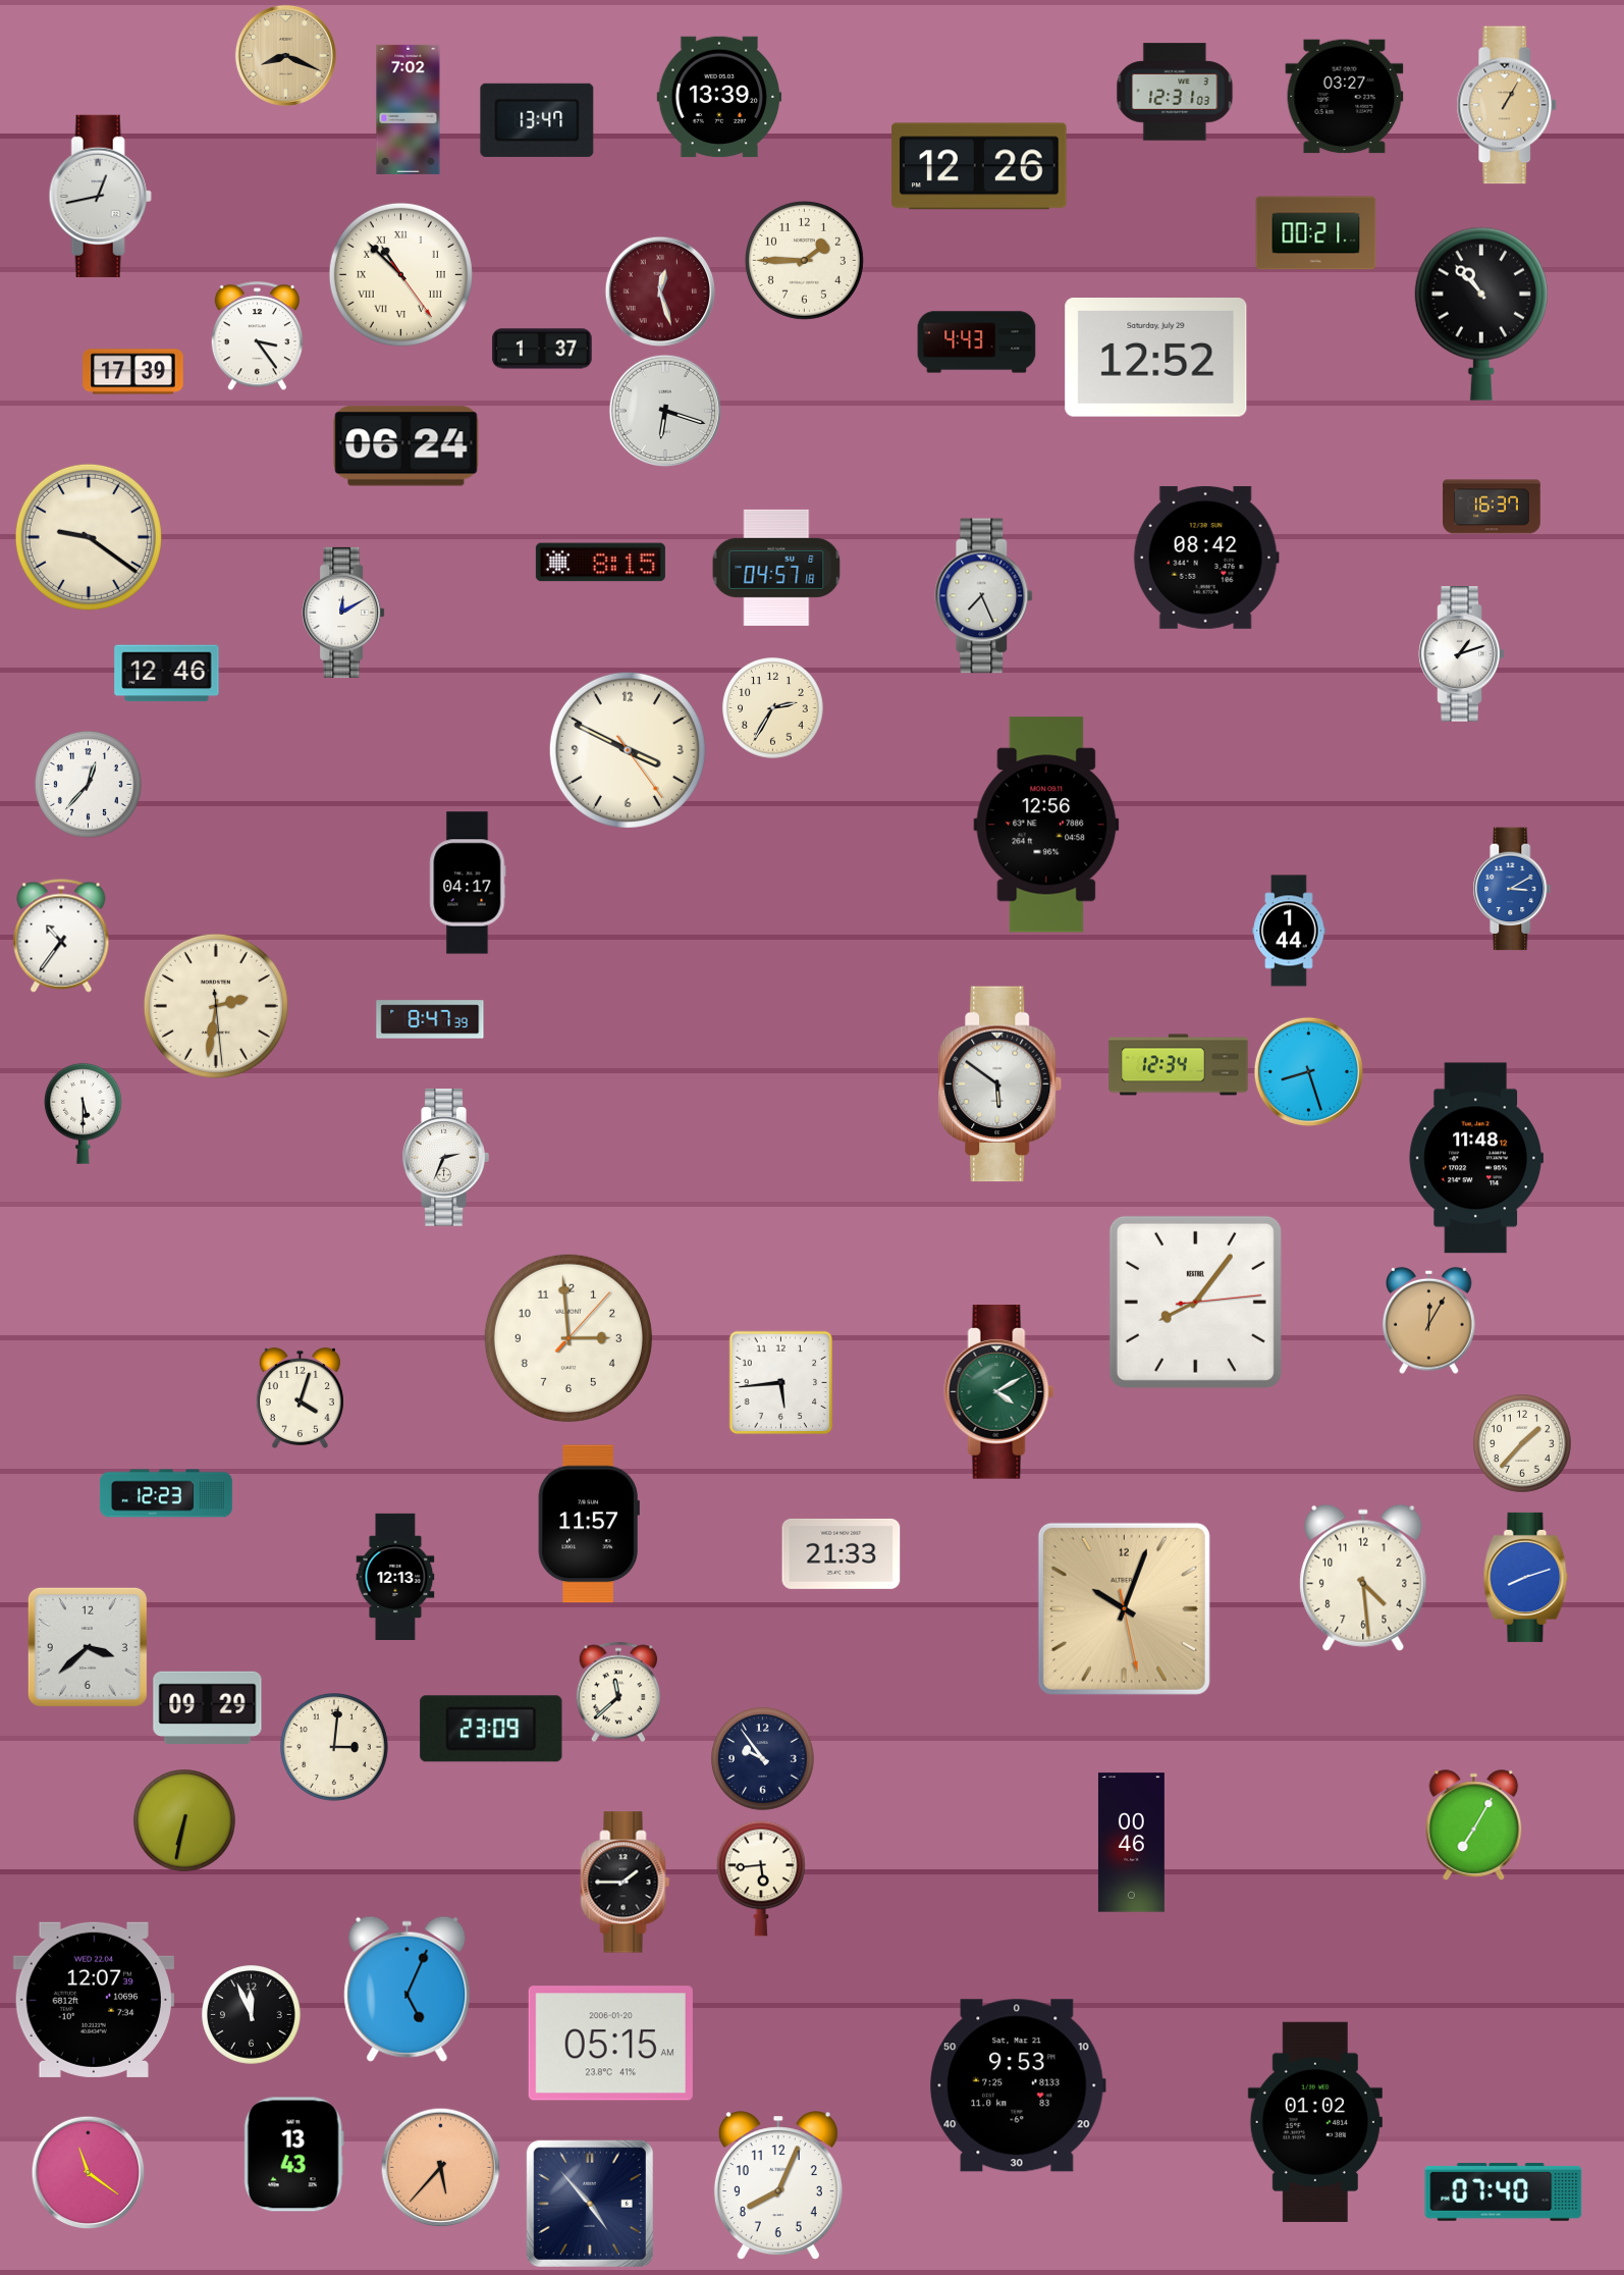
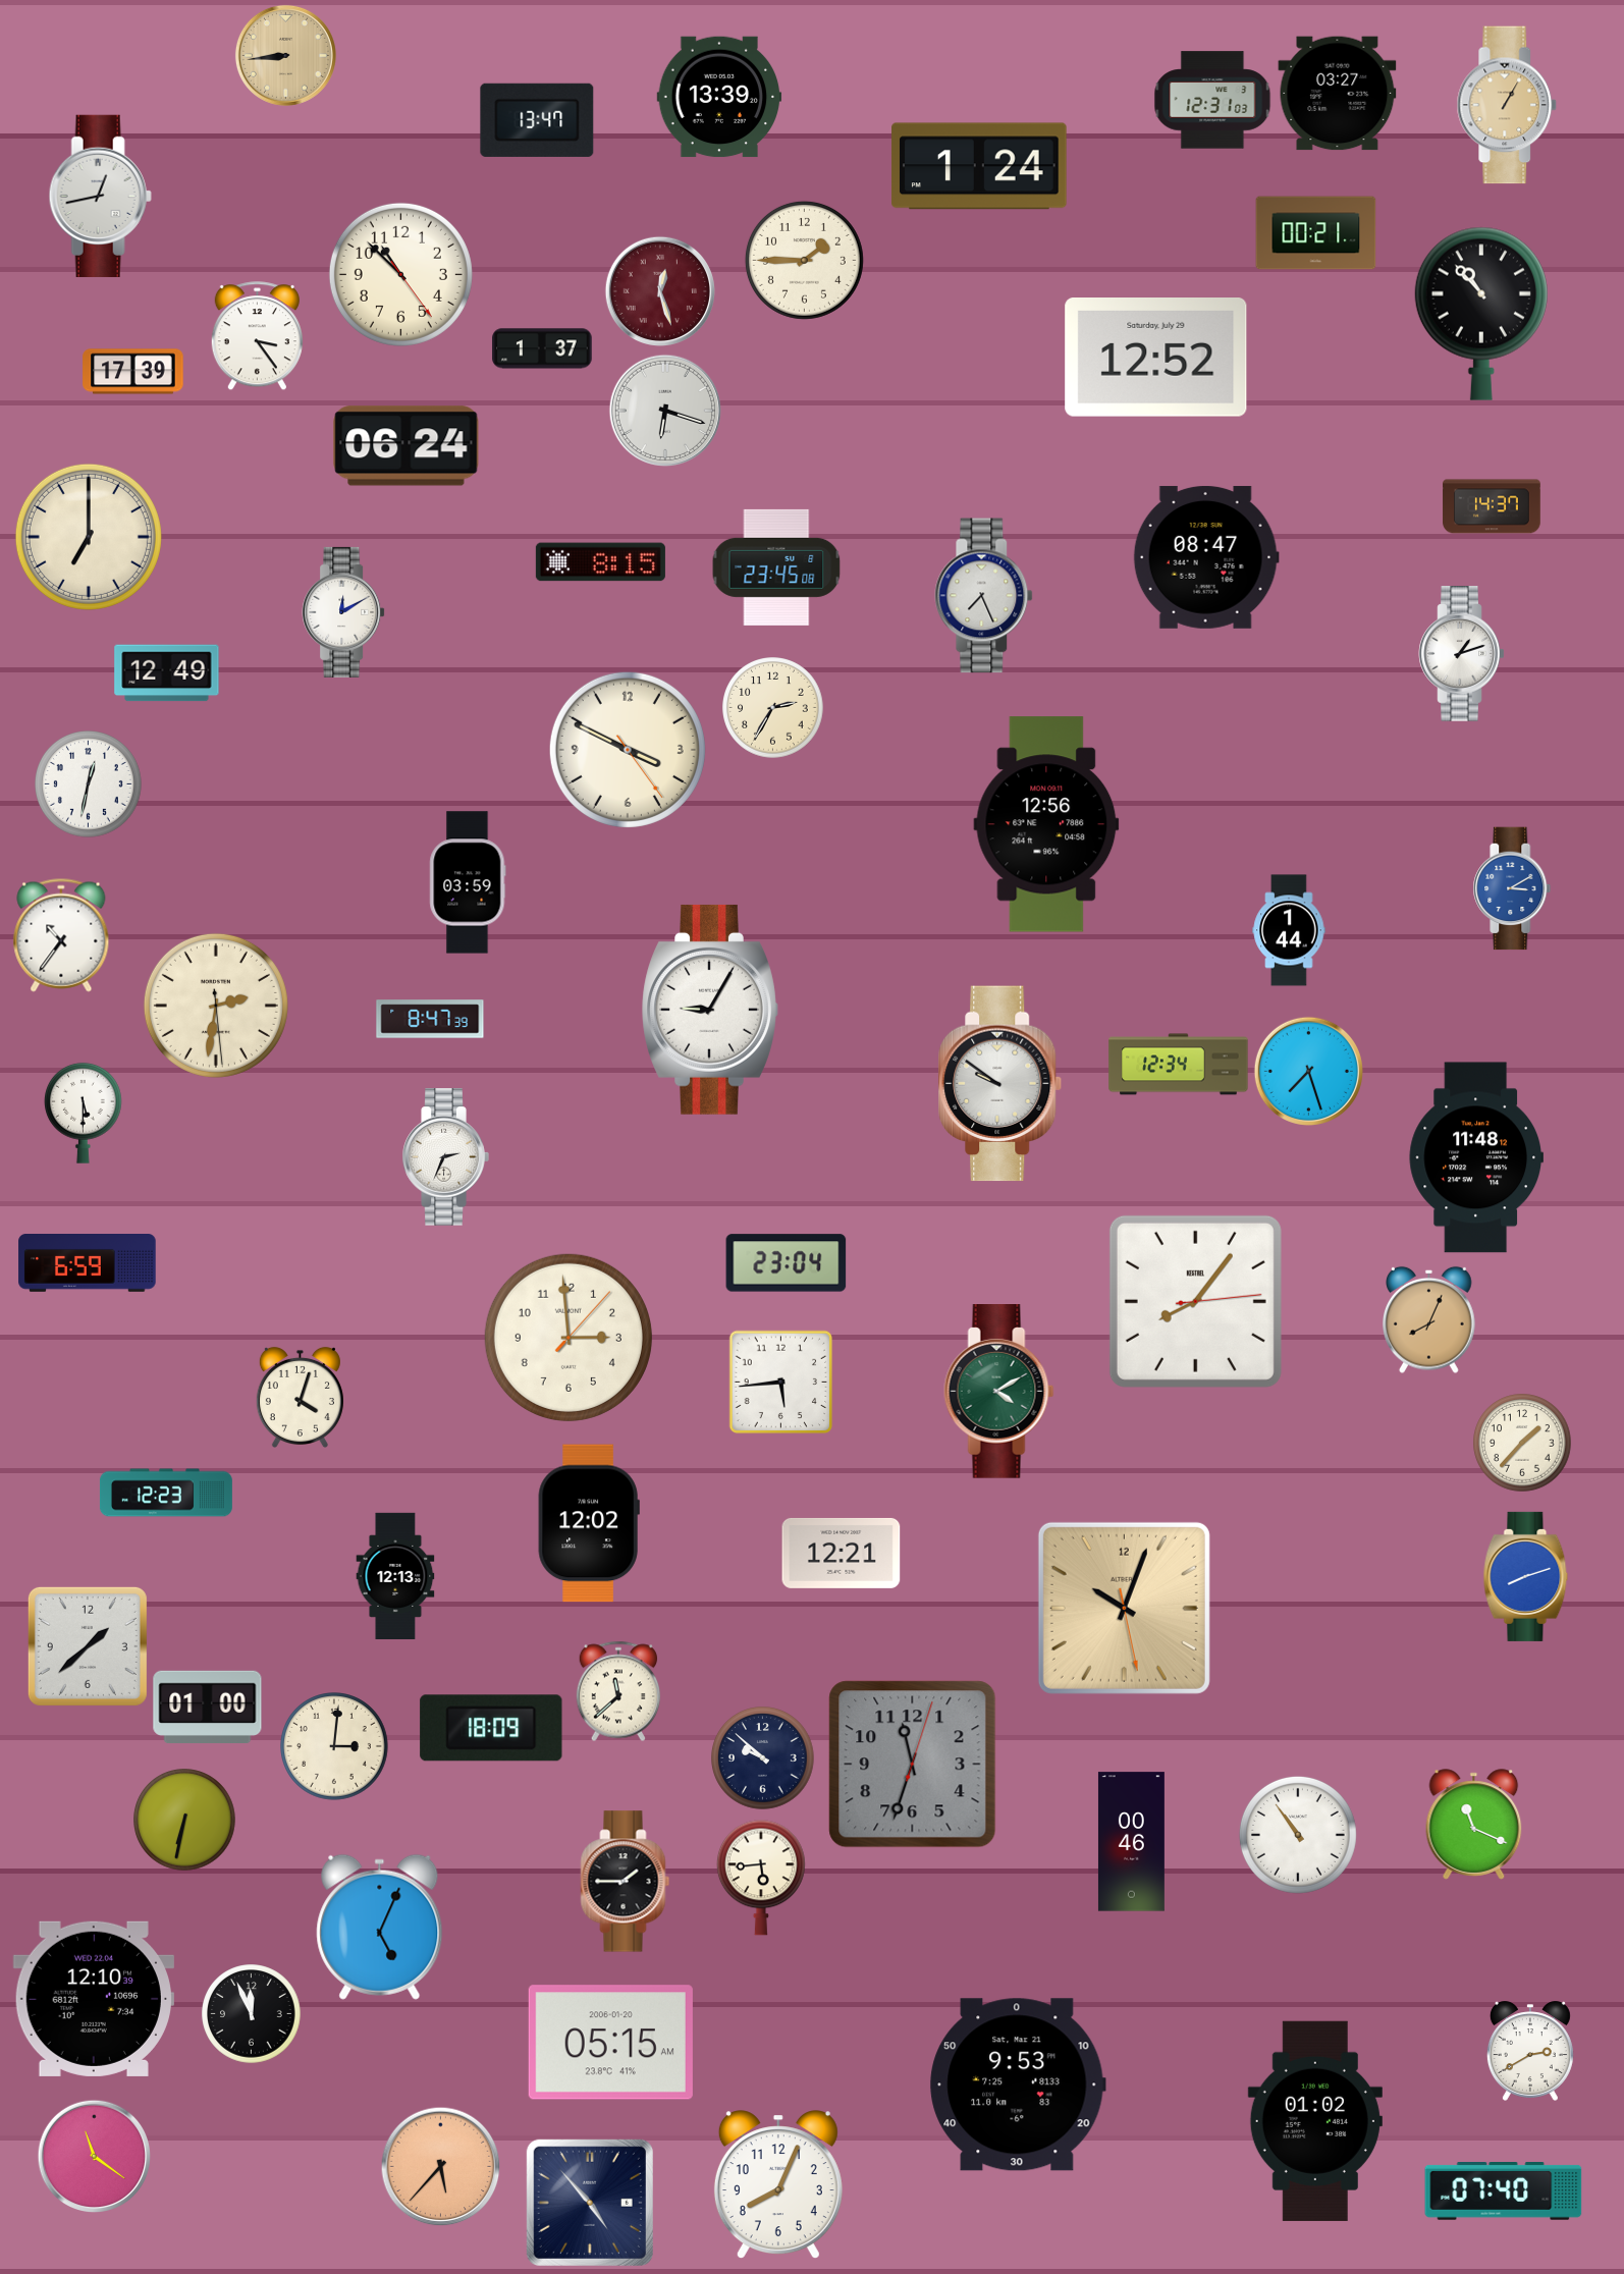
clock at (285, 55): 8:19 -> 8:44
clock at (1175, 92) position: (1175, 92) -> (1212, 100)
clock at (1345, 97) position: (1345, 97) -> (1338, 94)
clock at (409, 109): 7:02 -> none
clock at (979, 166): 12:26 -> 1:24
clock at (400, 274) numerals: Roman -> Arabic
clock at (977, 342): 4:43 -> none
clock at (1492, 507): 16:37 -> 14:37
clock at (89, 537): 9:21 -> 7:00
clock at (1206, 558): 08:42 -> 08:47
clock at (776, 568): 04:57 -> 23:45
clock at (167, 674): 12:46 -> 12:49
clock at (89, 785): 12:37 -> 12:32
clock at (468, 883): 04:17 -> 03:59
clock at (710, 1010): none -> 9:05
clock at (1308, 1071): 8:27 -> 7:27
clock at (1000, 1084): 5:51 -> 9:51
clock at (88, 1263): none -> 6:59
clock at (787, 1263): none -> 23:04
clock at (1429, 1320): 12:05 -> 8:04
clock at (589, 1524): 11:57 -> 12:02
clock at (842, 1553): 21:33 -> 12:21
clock at (1363, 1578): 4:29 -> none
clock at (88, 1647): 3:38 -> 1:38
clock at (208, 1708): 09:29 -> 01:00
clock at (491, 1729): 23:09 -> 18:09
clock at (763, 1759): 9:54 -> 9:52
clock at (913, 1765): none -> 11:33
clock at (1474, 1826): 7:05 -> 11:19
clock at (1298, 1835): none -> 10:54
clock at (408, 1989) position: (408, 1989) -> (380, 1927)
clock at (94, 2000): 12:07 -> 12:10
clock at (1530, 2051): none -> 2:40
clock at (293, 2155): 13:43 -> none
clock at (89, 2173) position: (89, 2173) -> (95, 2157)
